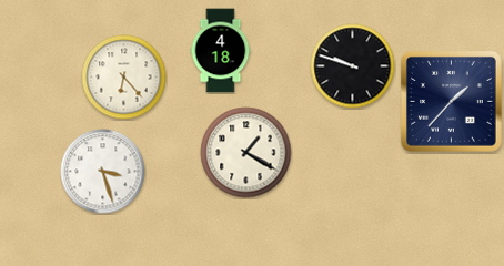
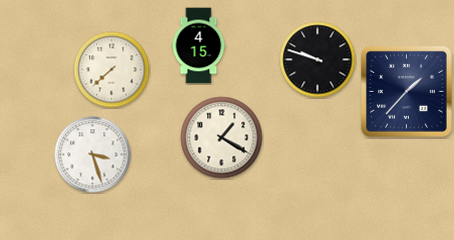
clock at (221, 51): 4:18 -> 4:15
clock at (124, 78): 6:23 -> 7:38
